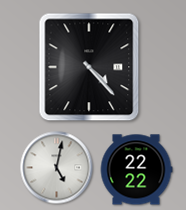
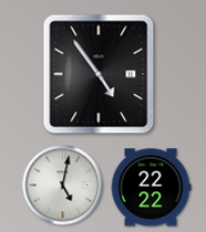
clock at (89, 67): 4:23 -> 4:54
